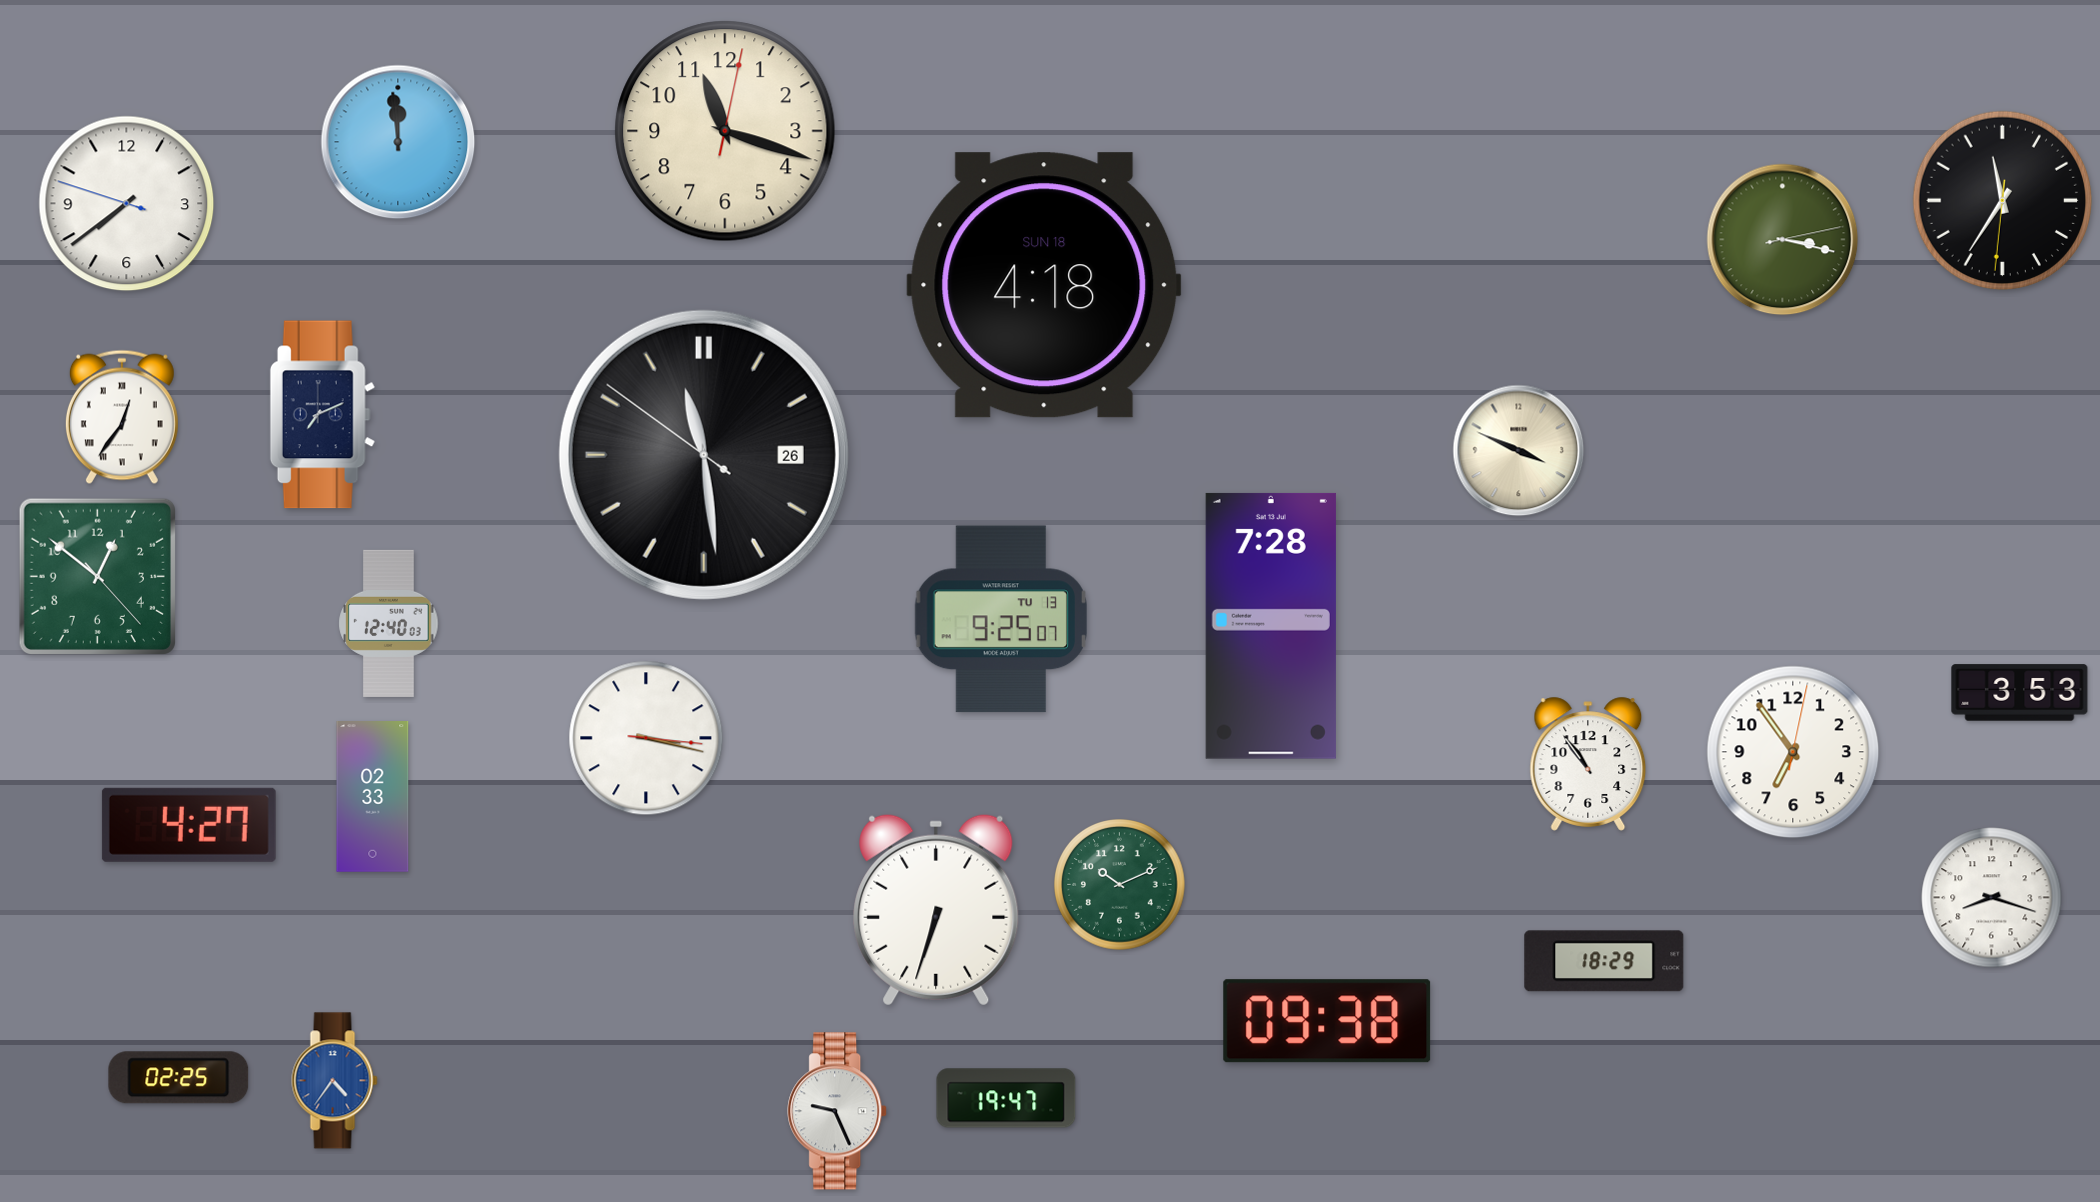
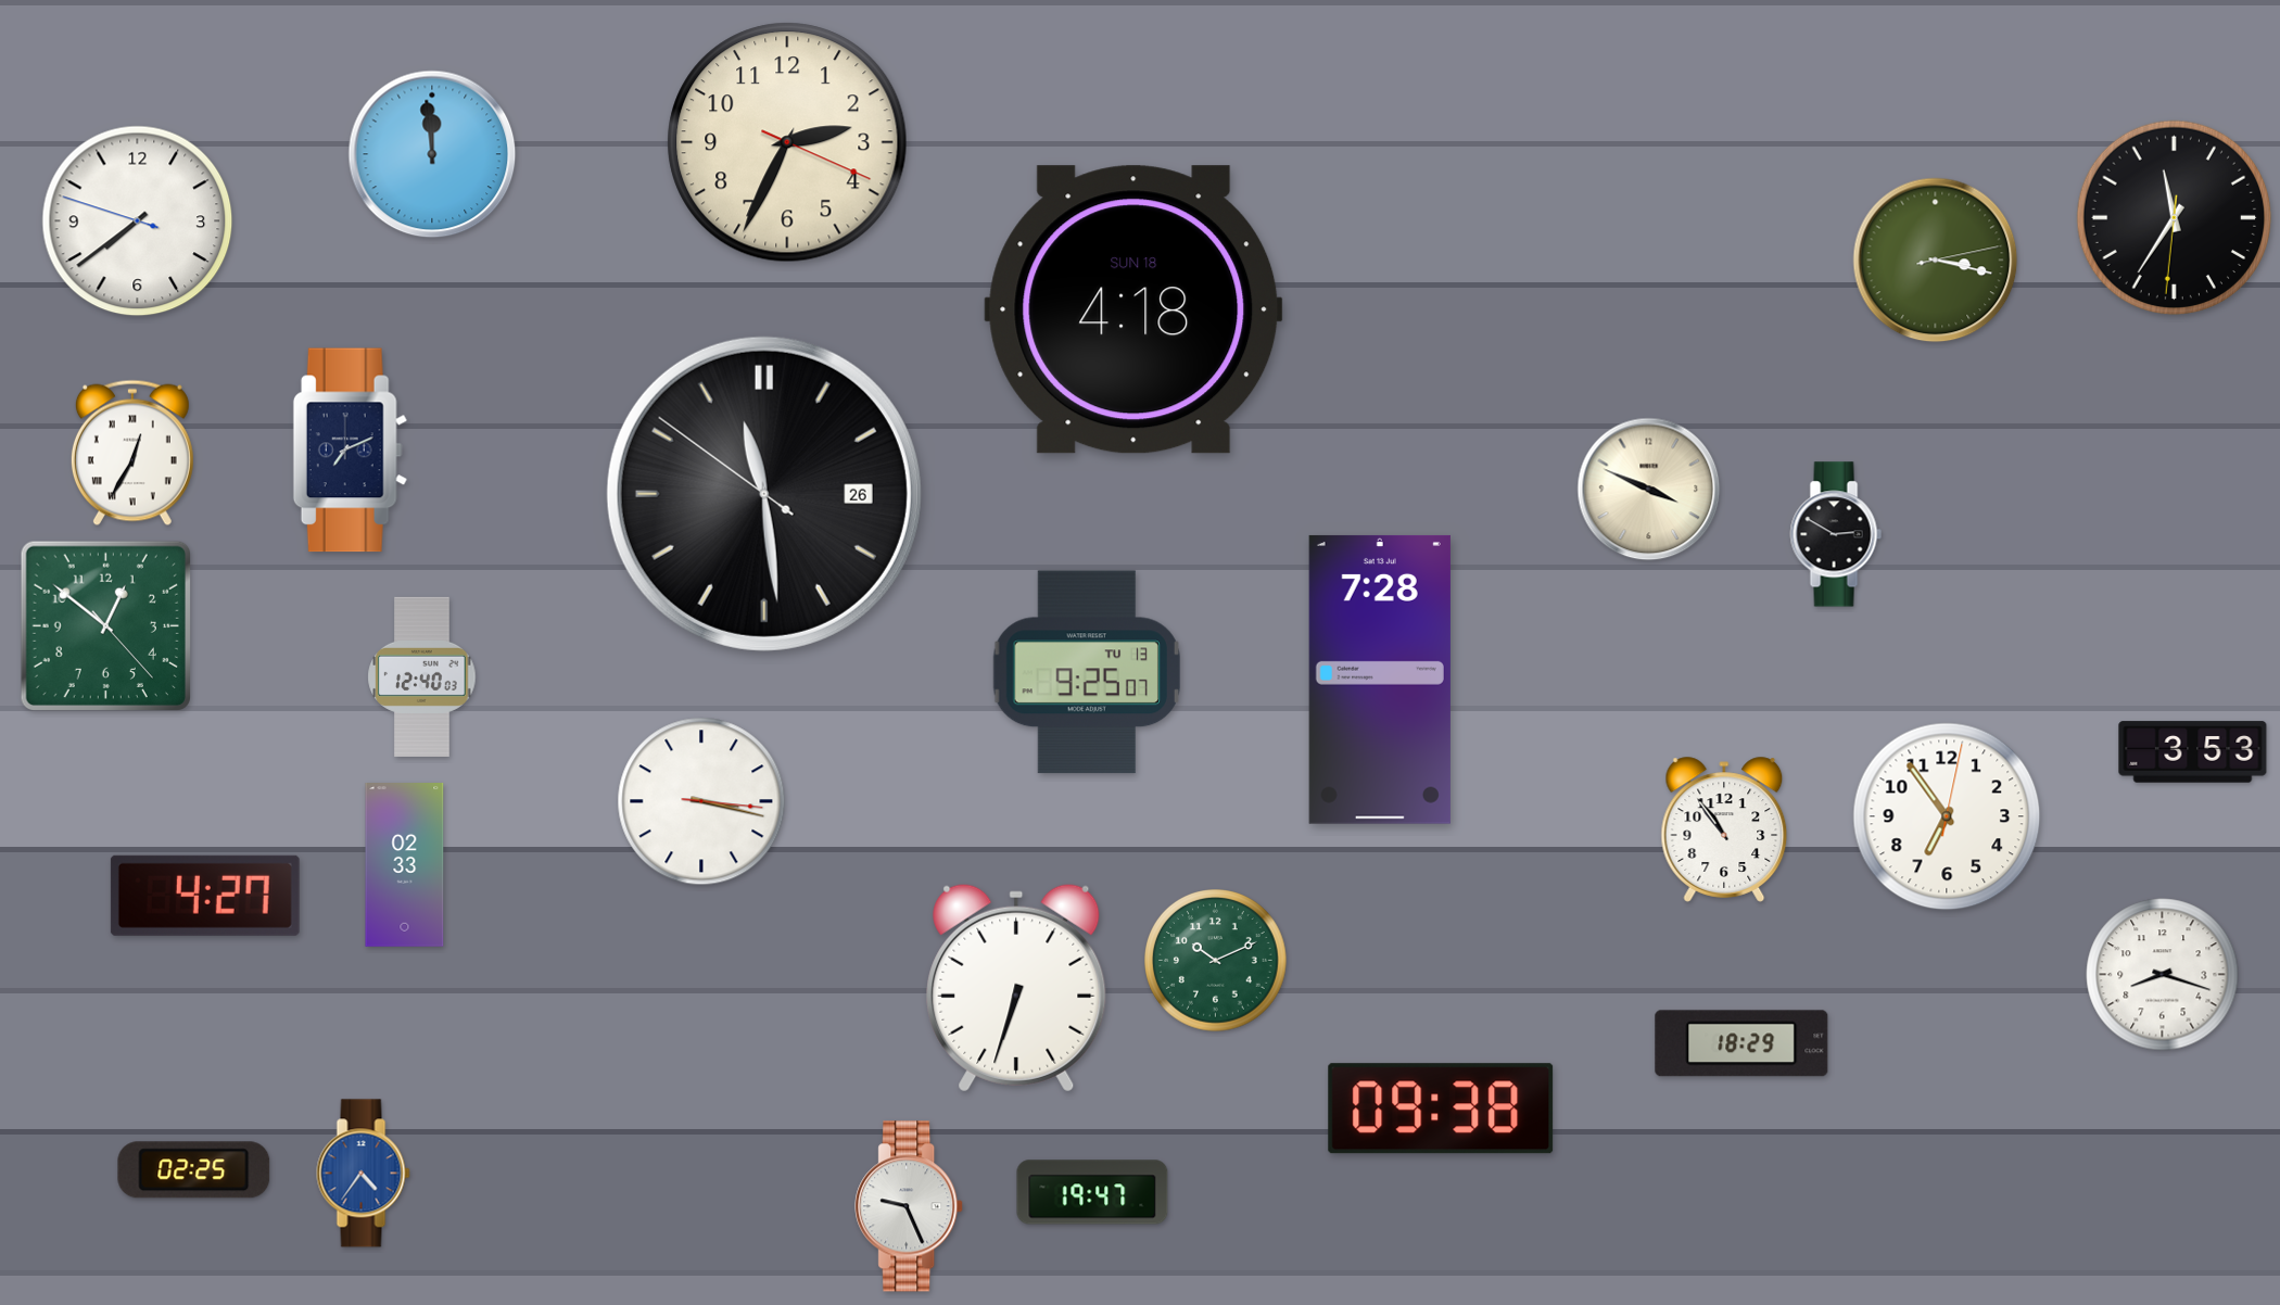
clock at (725, 131): 11:18 -> 2:34
clock at (122, 417): 12:36 -> 12:35
clock at (1836, 534): none -> 2:50
